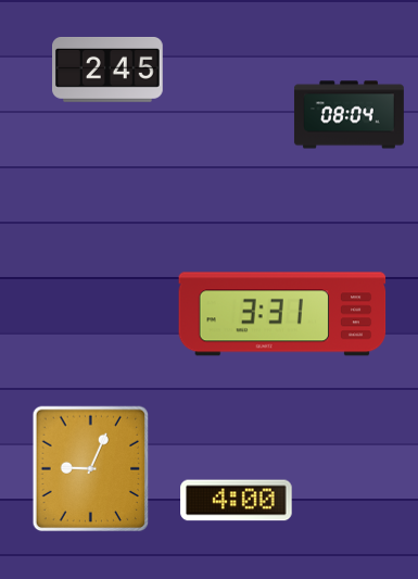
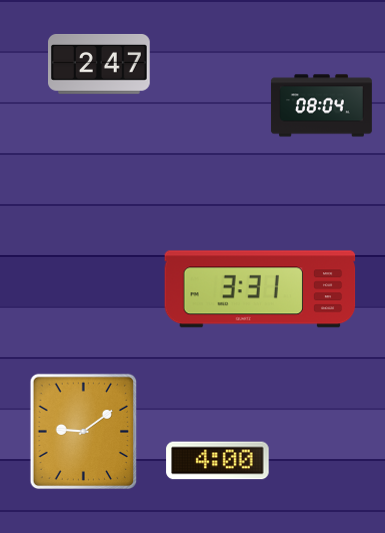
clock at (109, 70): 2:45 -> 2:47
clock at (91, 469): 9:04 -> 9:09
